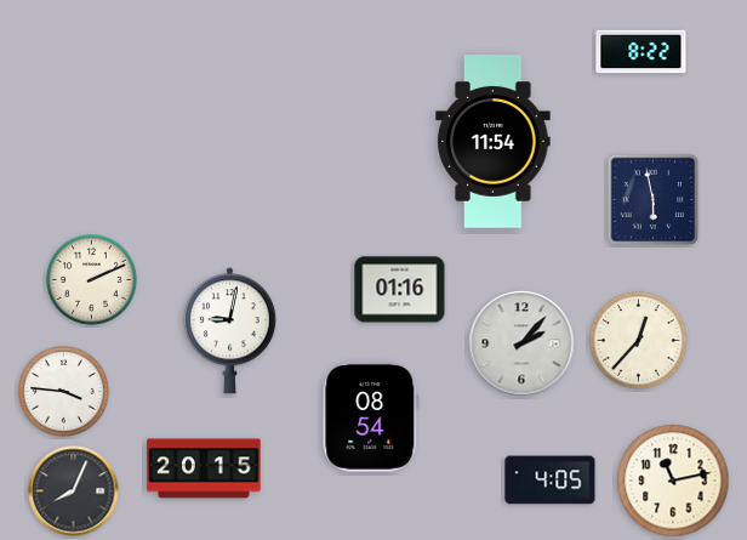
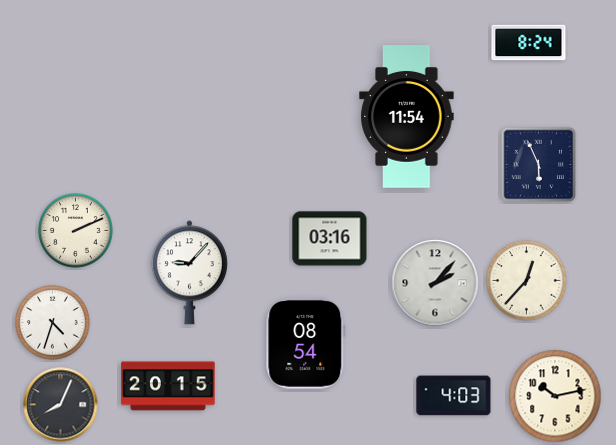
clock at (641, 52): 8:22 -> 8:24
clock at (654, 200): 5:58 -> 5:56
clock at (400, 290): 01:16 -> 03:16
clock at (229, 331): 9:02 -> 9:07
clock at (521, 343) position: (521, 343) -> (435, 283)
clock at (64, 392): 3:46 -> 4:33
clock at (551, 481): 4:05 -> 4:03
clock at (673, 481): 11:13 -> 10:13
